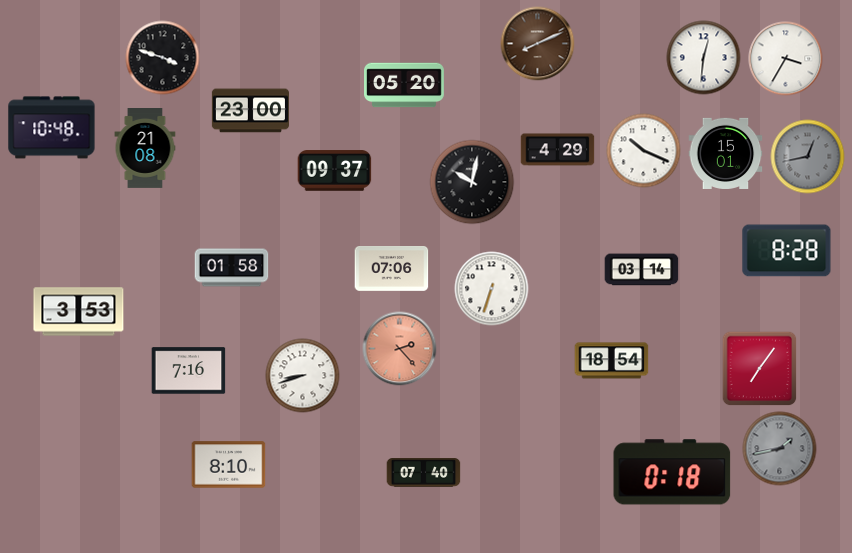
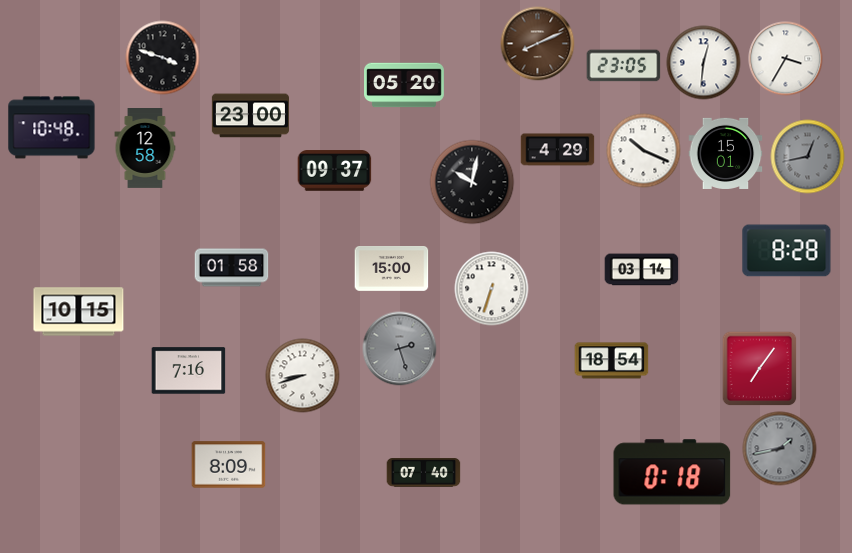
clock at (704, 58) position: (704, 58) -> (704, 63)
clock at (624, 66): none -> 23:05
clock at (250, 111) position: (250, 111) -> (250, 116)
clock at (145, 149): 21:08 -> 12:58
clock at (392, 269): 07:06 -> 15:00
clock at (79, 312): 3:53 -> 10:15
clock at (400, 349): 2:23 -> 2:27
clock at (400, 349) dial: salmon -> grey
clock at (229, 465): 8:10 -> 8:09
